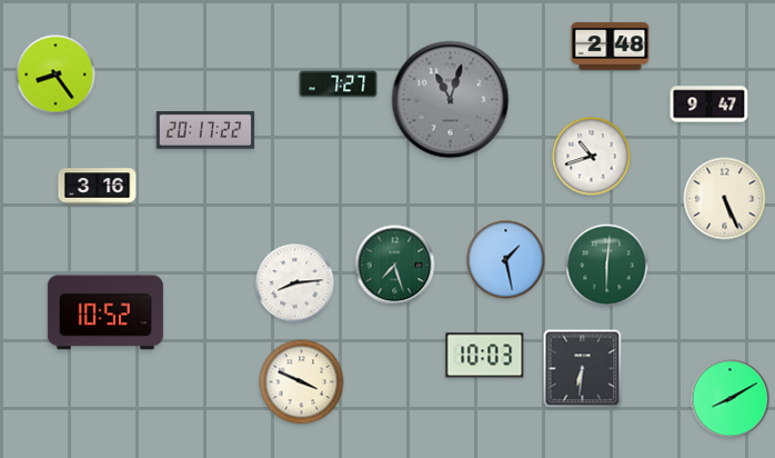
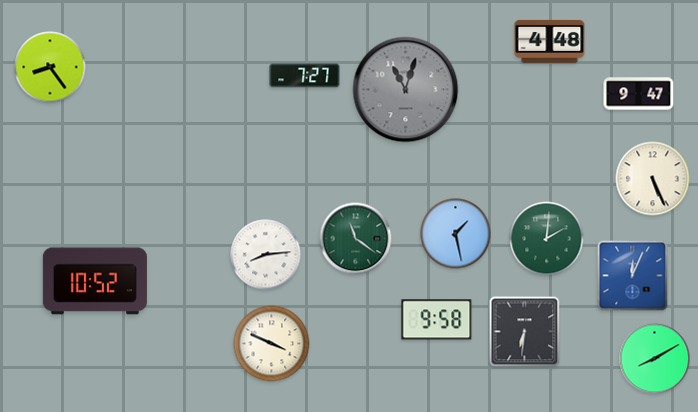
clock at (611, 46): 2:48 -> 4:48
clock at (205, 130): 20:17 -> none
clock at (592, 157): 10:42 -> none
clock at (98, 187): 3:16 -> none
clock at (395, 266): 7:27 -> 11:21
clock at (607, 266): 6:01 -> 2:01
clock at (633, 276): none -> 12:04
clock at (485, 356): 10:03 -> 9:58
clock at (731, 399) position: (731, 399) -> (655, 359)
